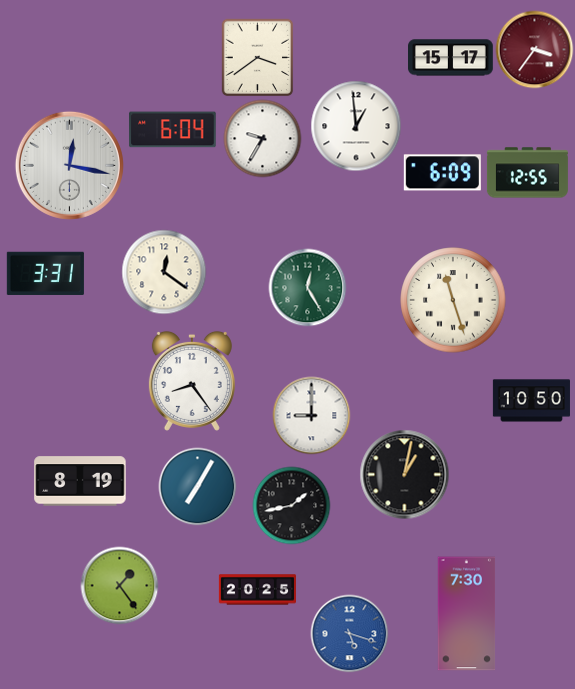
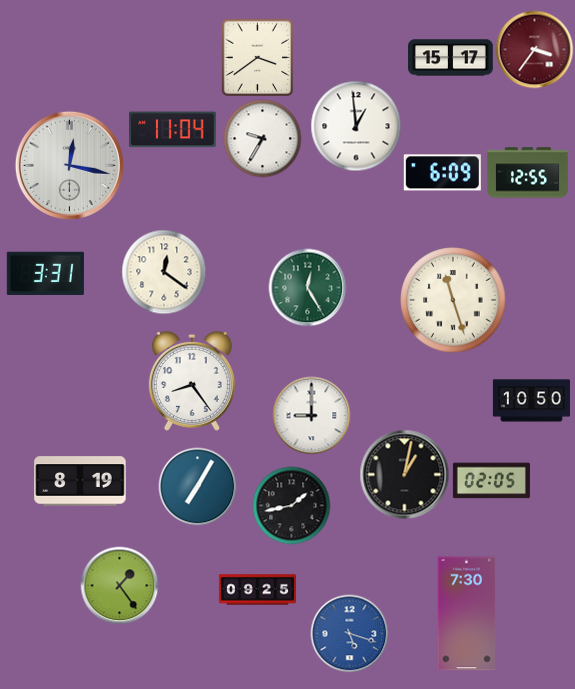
clock at (173, 130): 6:04 -> 11:04
clock at (491, 481): none -> 02:05
clock at (257, 590): 20:25 -> 09:25
